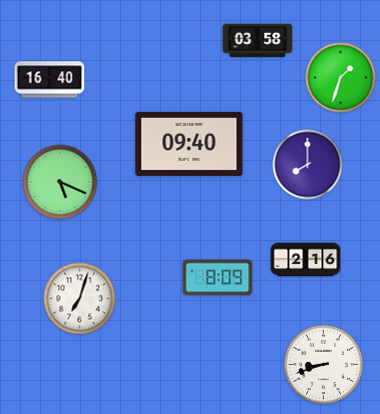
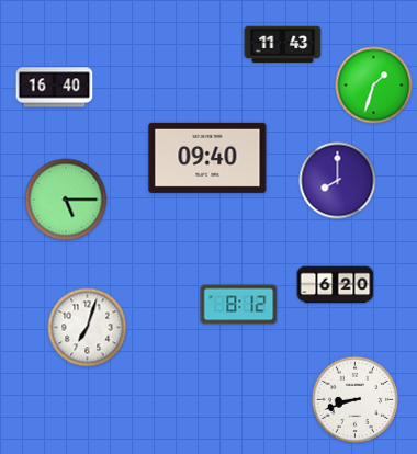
clock at (258, 41): 03:58 -> 11:43
clock at (60, 182): 5:19 -> 5:15
clock at (306, 260): 2:16 -> 6:20
clock at (218, 278): 8:09 -> 8:12
